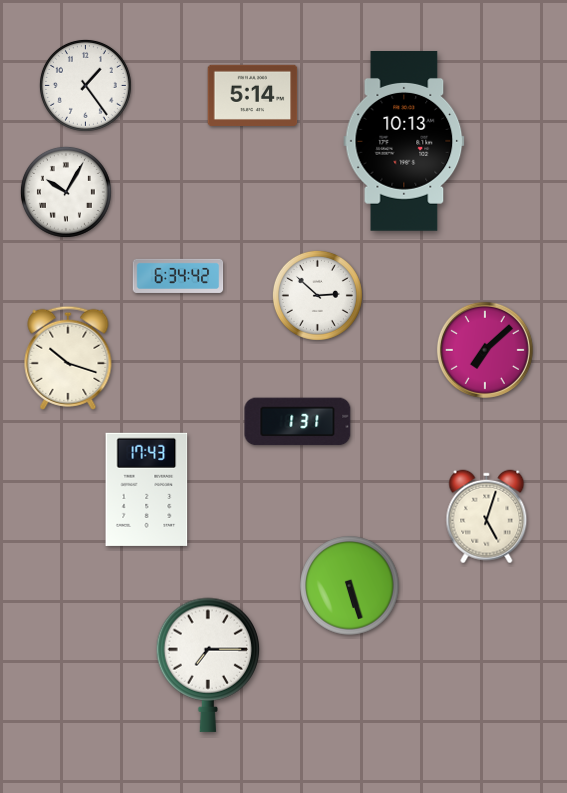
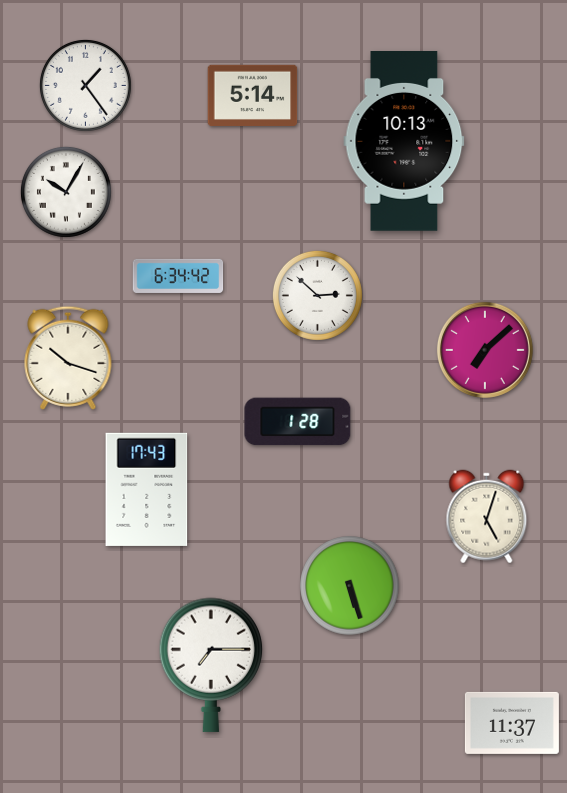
clock at (298, 422): 1:31 -> 1:28
clock at (208, 665) position: (208, 665) -> (211, 665)
clock at (512, 723): none -> 11:37
